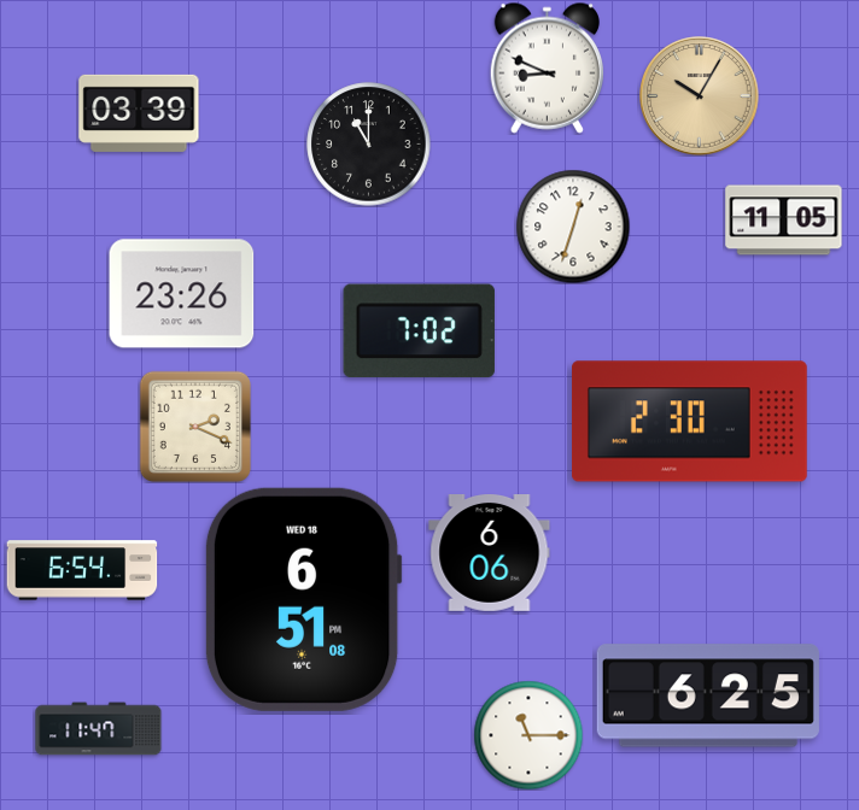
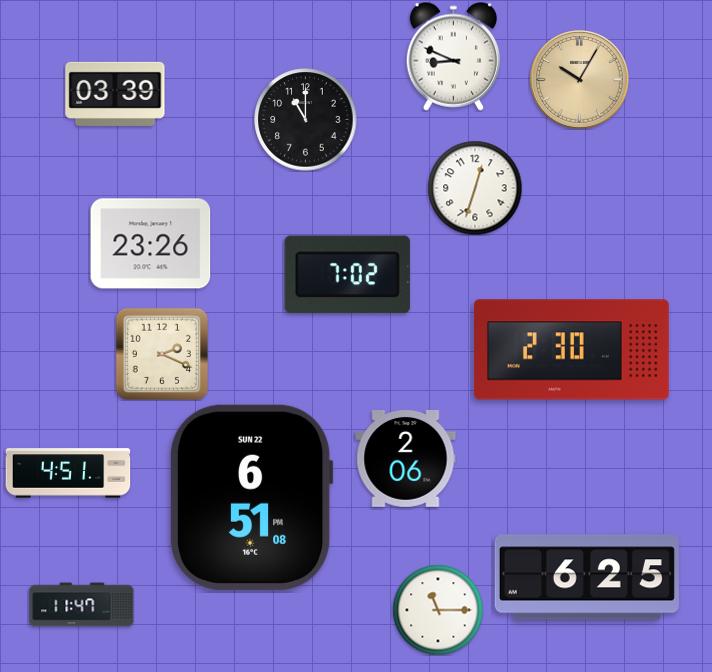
clock at (784, 221): 11:05 -> none
clock at (490, 553): 6:06 -> 2:06
clock at (82, 570): 6:54 -> 4:51
clock at (303, 599) date: WED 18 -> SUN 22
